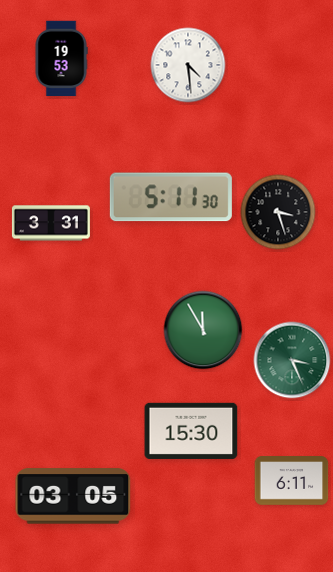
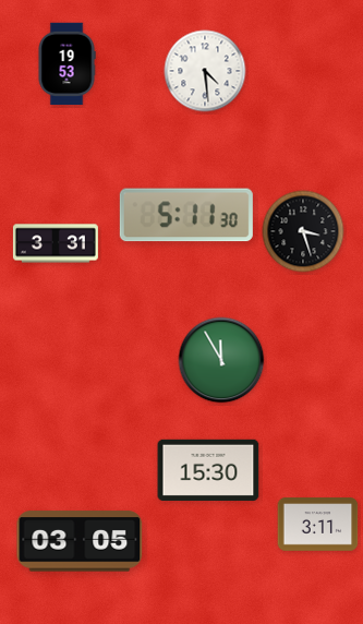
clock at (292, 360): 3:26 -> none
clock at (292, 481): 6:11 -> 3:11
